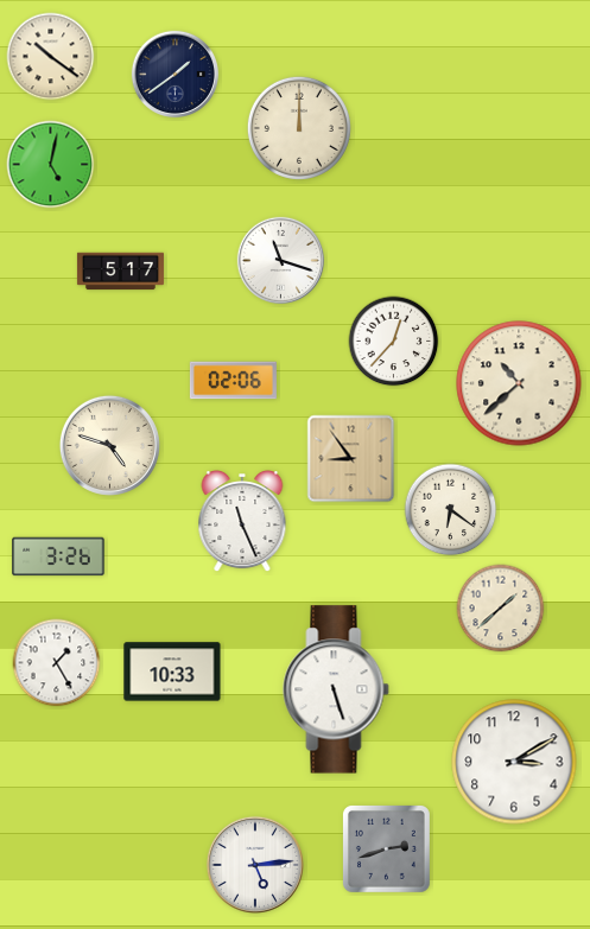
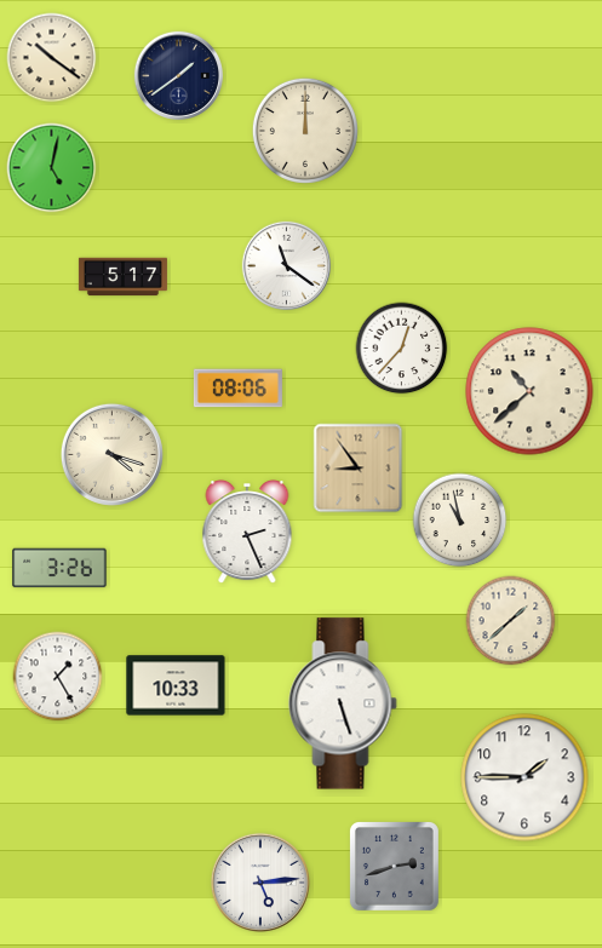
clock at (280, 260): 11:18 -> 11:21
clock at (233, 381): 02:06 -> 08:06
clock at (109, 445): 4:48 -> 4:18
clock at (451, 510): 6:21 -> 10:58
clock at (242, 522): 11:26 -> 2:26
clock at (514, 762): 3:10 -> 1:45
